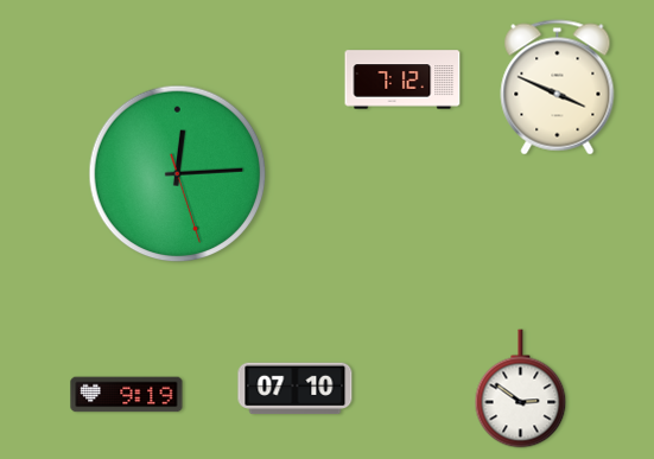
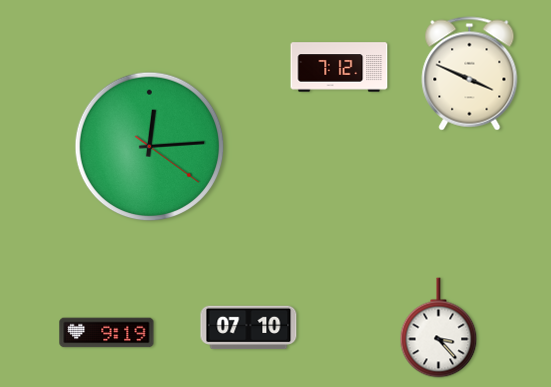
clock at (178, 174): 12:14:27 -> 12:14:21
clock at (521, 389): 2:51 -> 3:23
